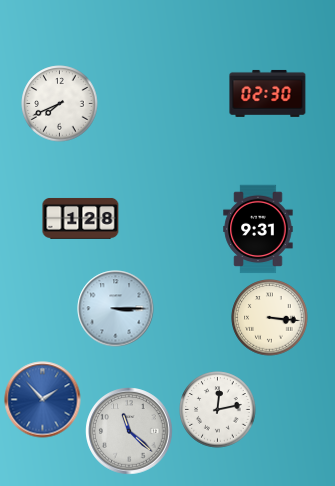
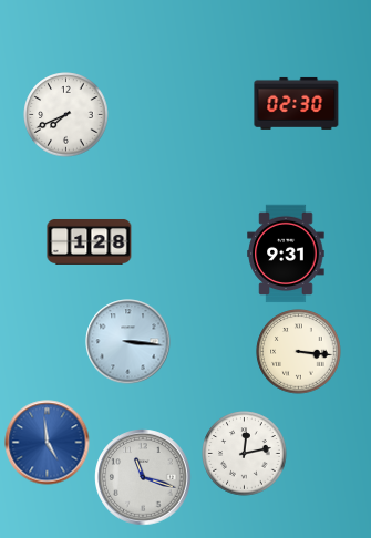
clock at (116, 309): 3:15 -> 3:16
clock at (43, 400): 1:53 -> 4:59
clock at (218, 410) position: (218, 410) -> (245, 454)
clock at (129, 431): 11:22 -> 11:18
